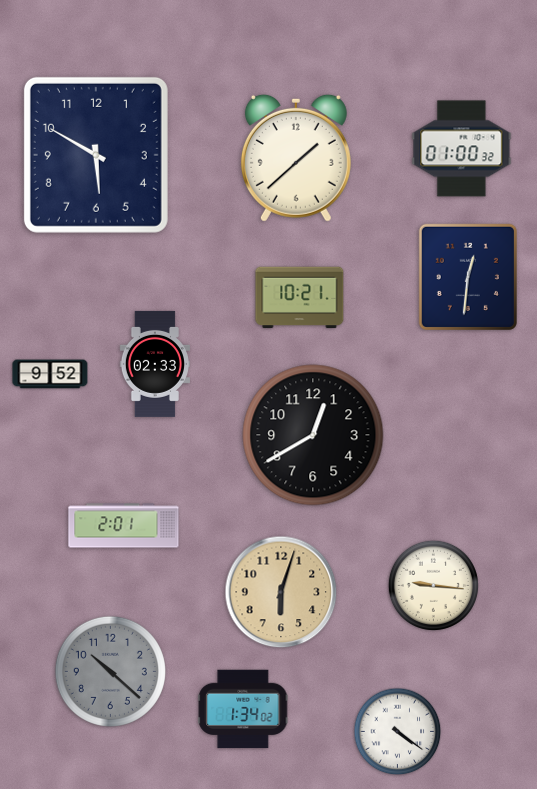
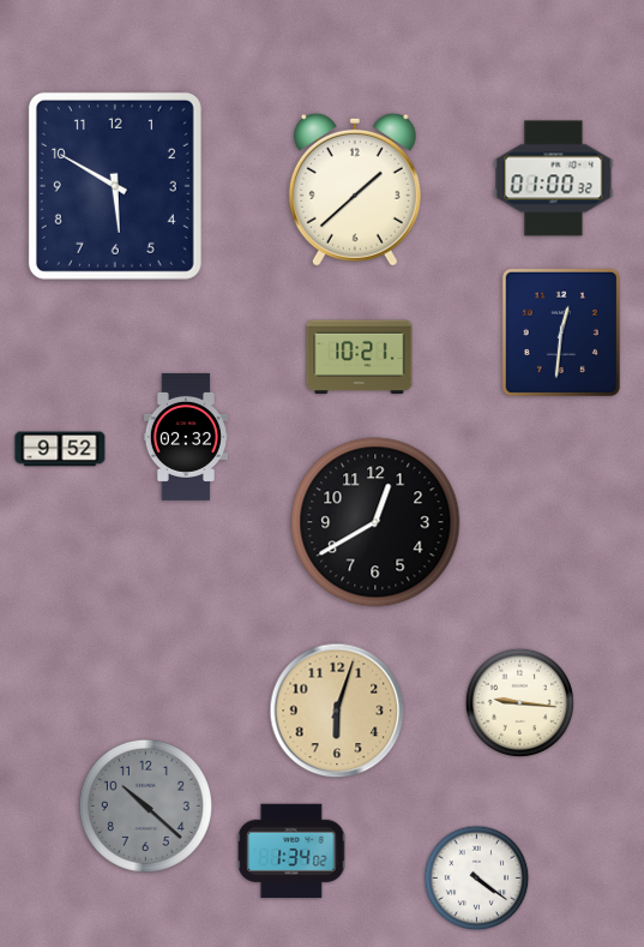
clock at (155, 364): 02:33 -> 02:32
clock at (124, 526): 2:01 -> none
clock at (110, 671) position: (110, 671) -> (145, 805)
